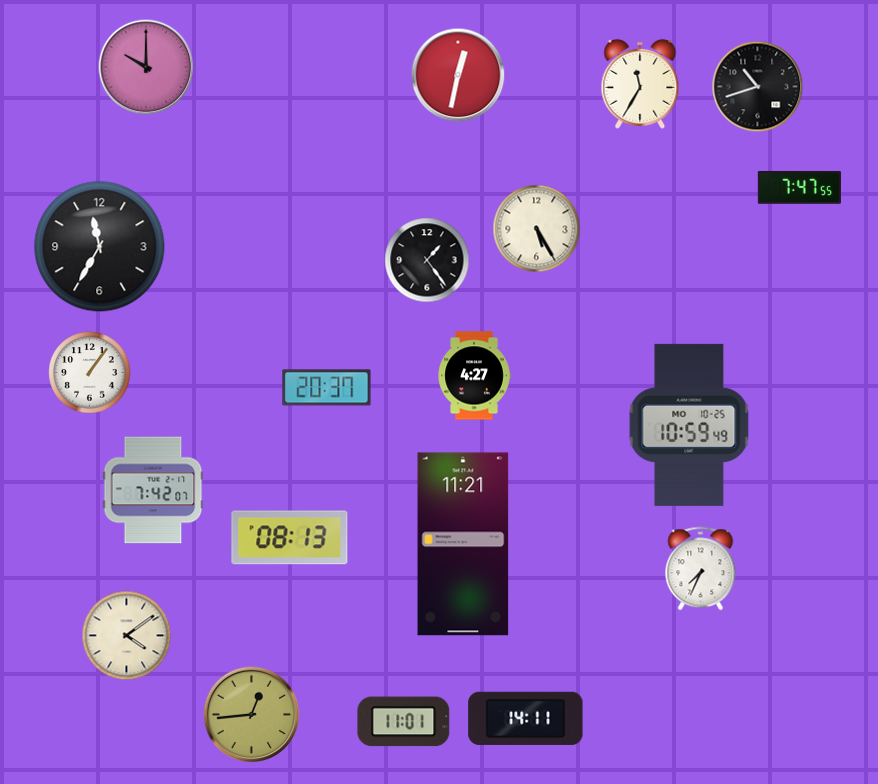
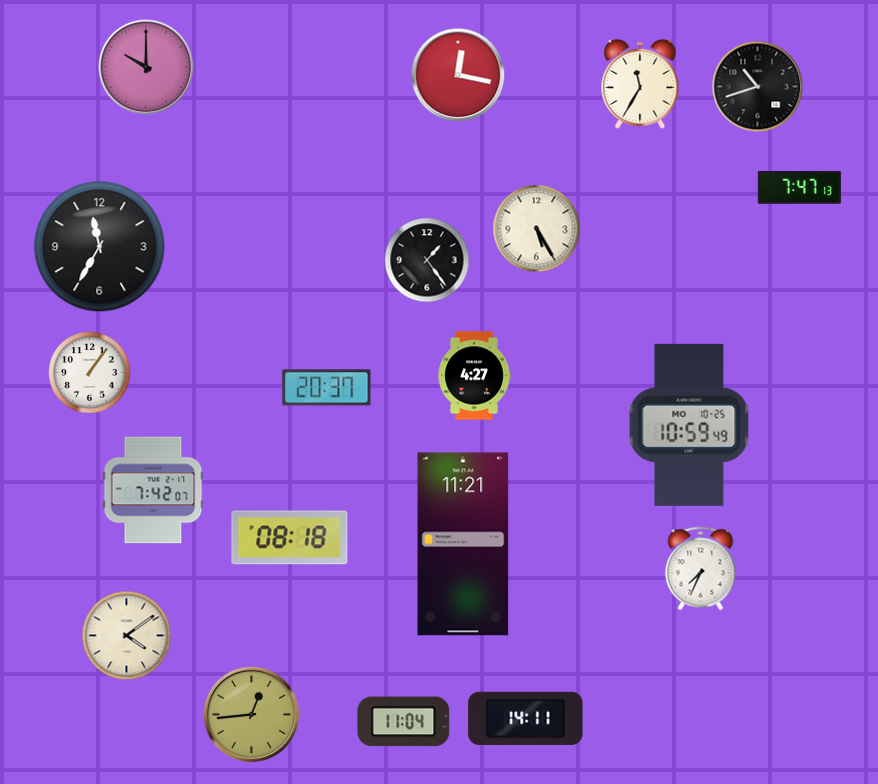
clock at (458, 75): 12:32 -> 12:17
clock at (799, 187): 7:47:55 -> 7:47:13
clock at (290, 538): 08:13 -> 08:18
clock at (404, 722): 11:01 -> 11:04
